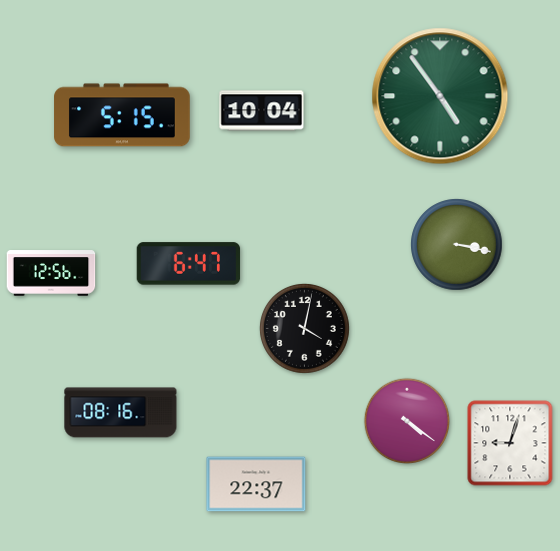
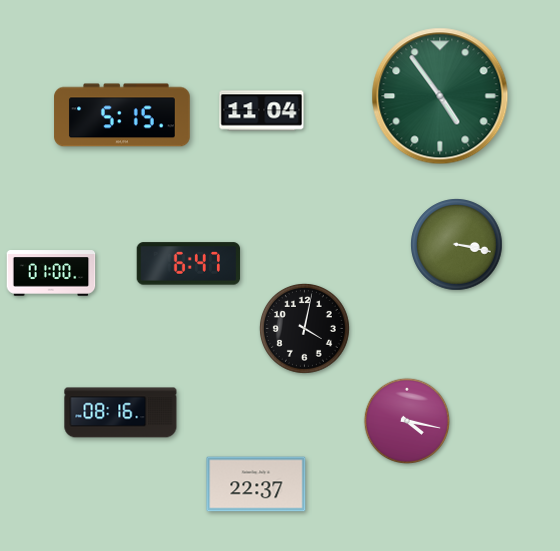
clock at (262, 111): 10:04 -> 11:04
clock at (51, 273): 12:56 -> 01:00
clock at (407, 421): 4:21 -> 4:17
clock at (510, 443): 9:03 -> none
